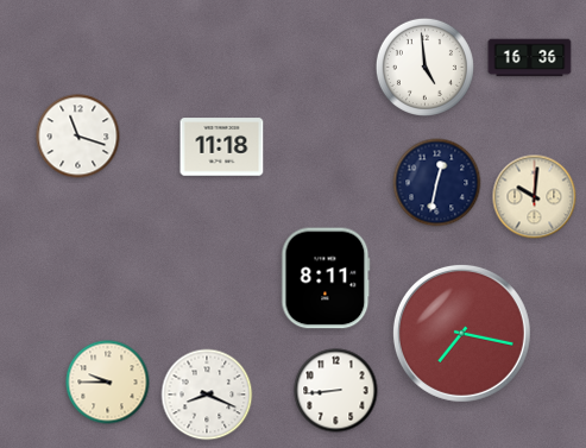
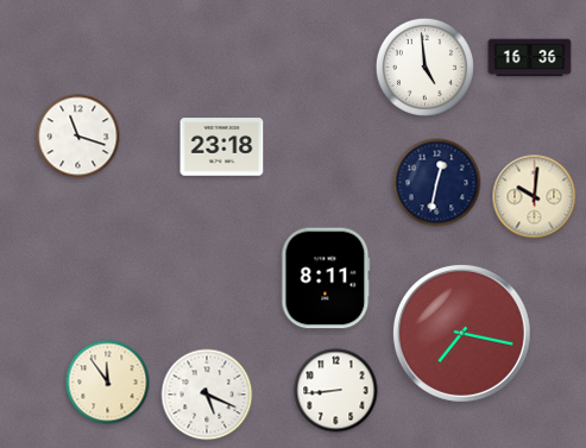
clock at (222, 147): 11:18 -> 23:18
clock at (108, 383): 9:45 -> 11:54
clock at (207, 395): 8:19 -> 5:19
